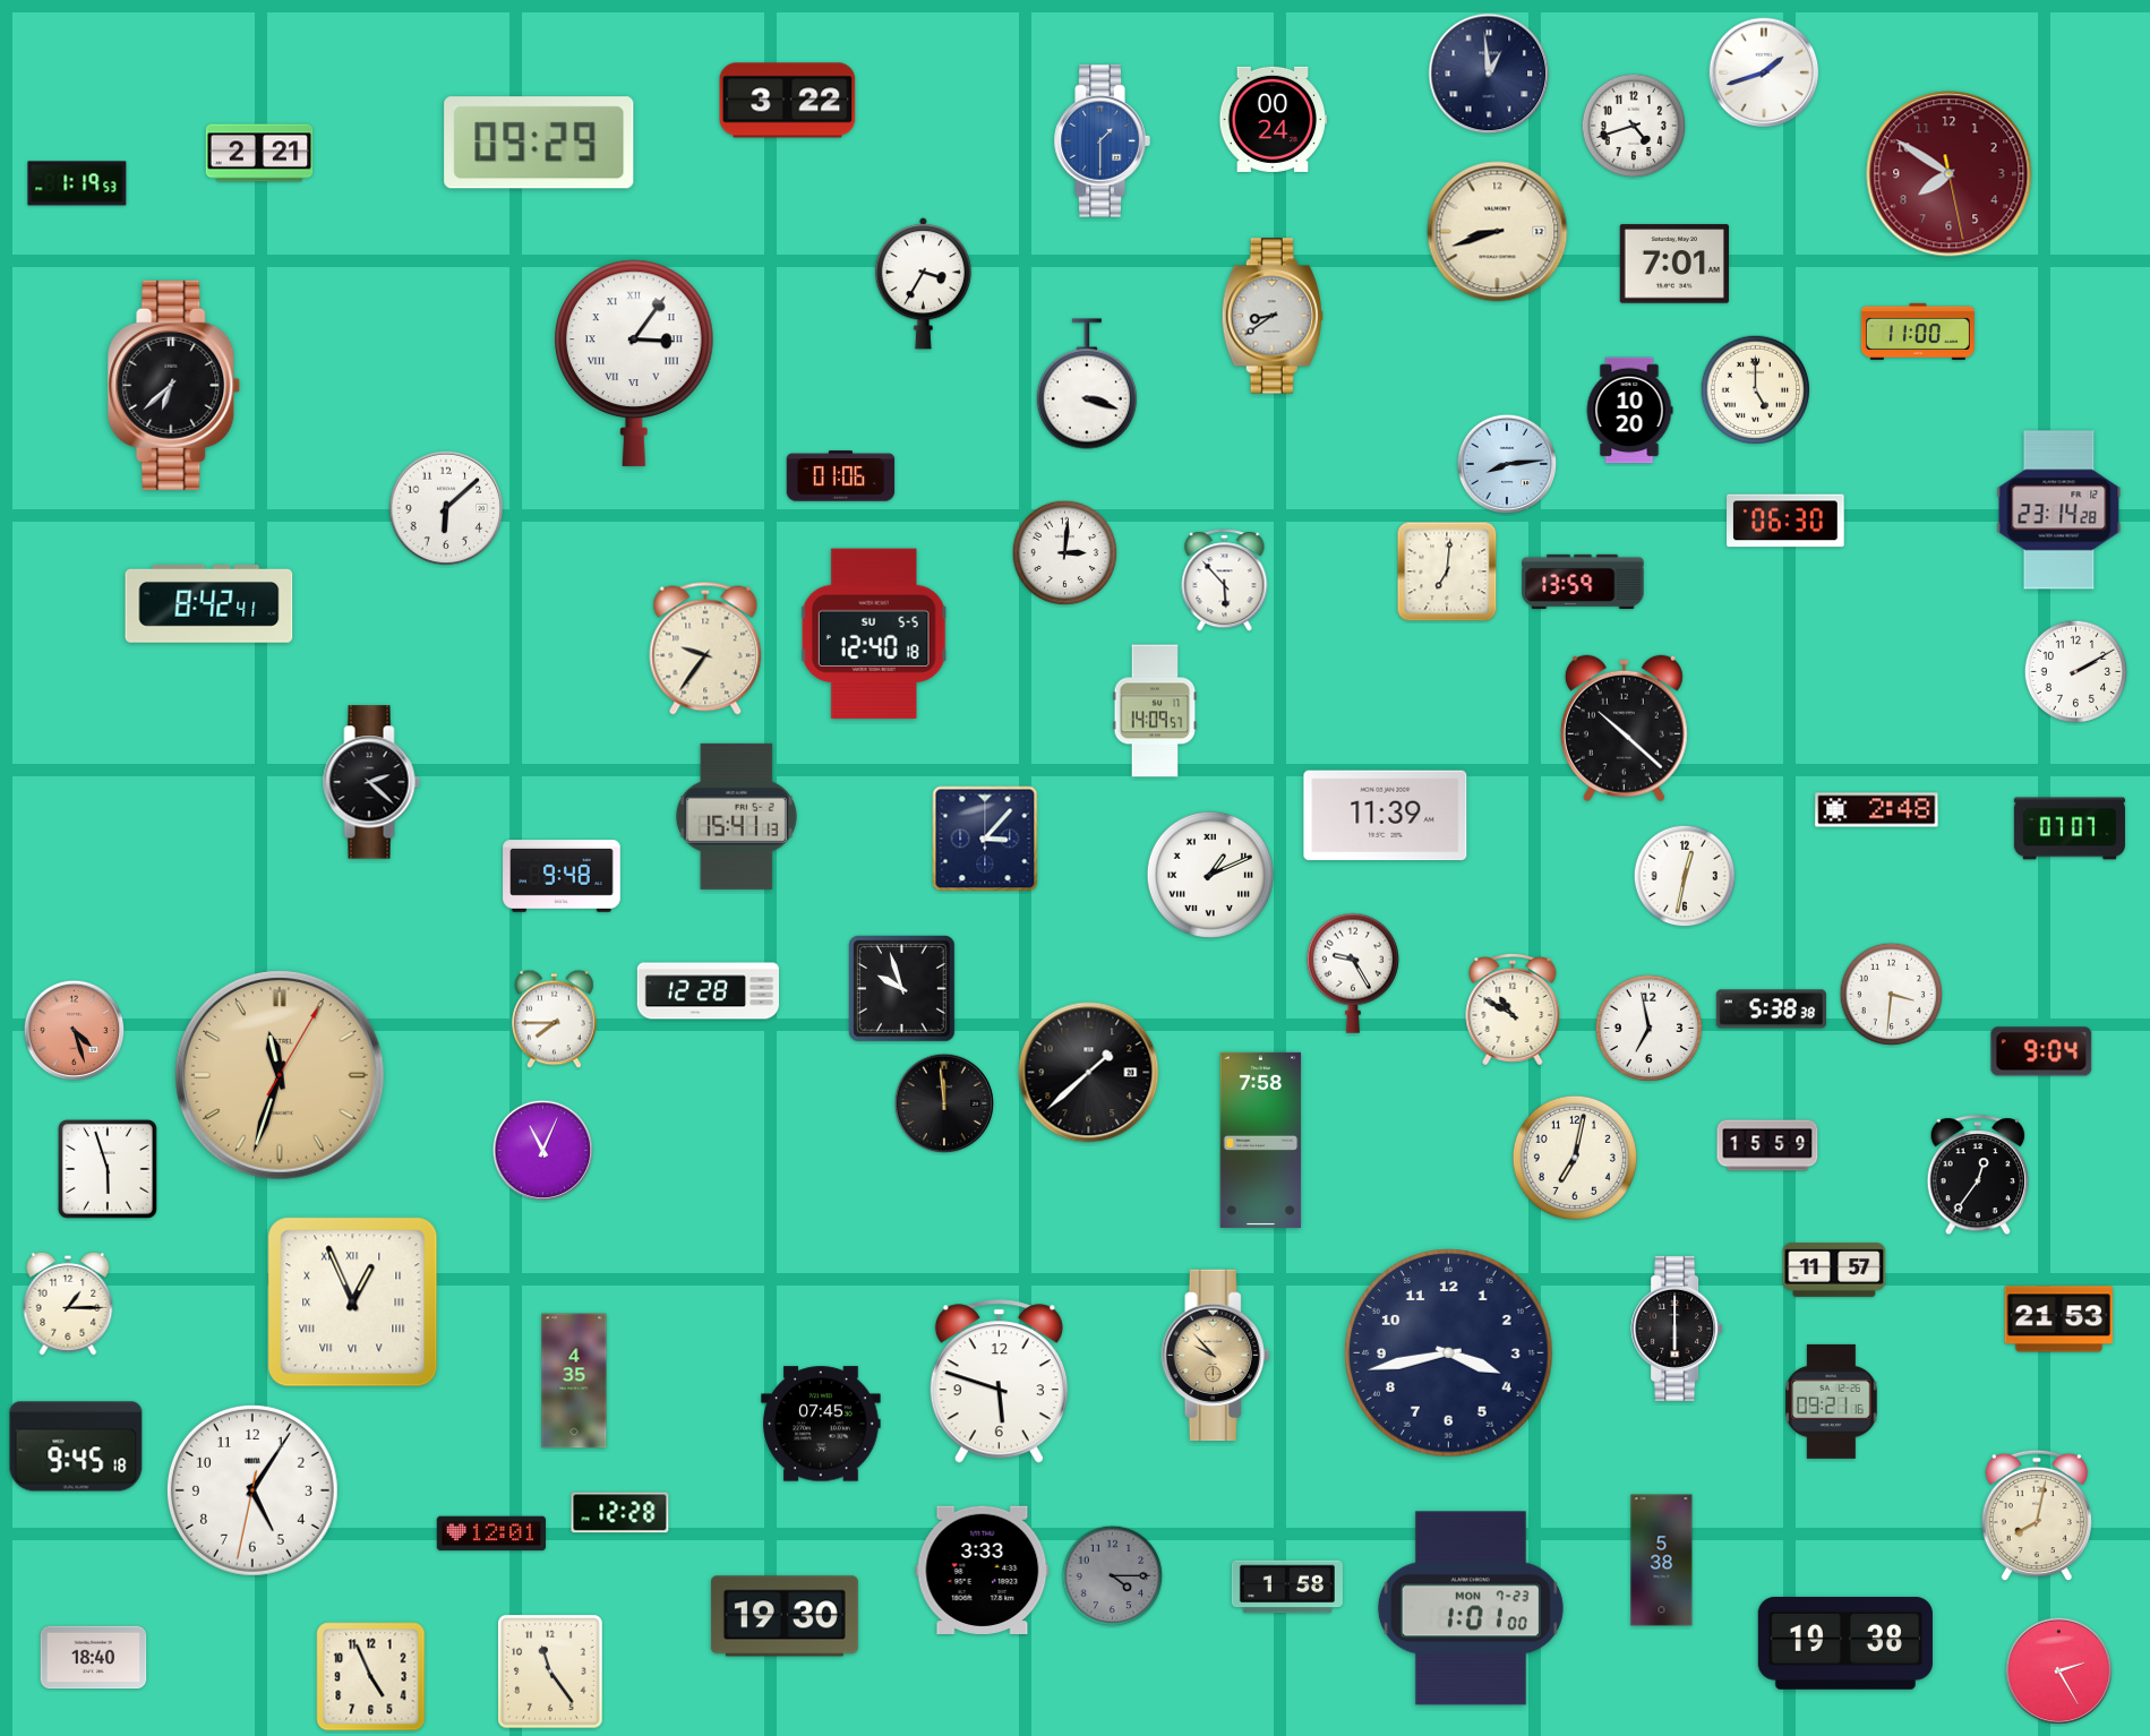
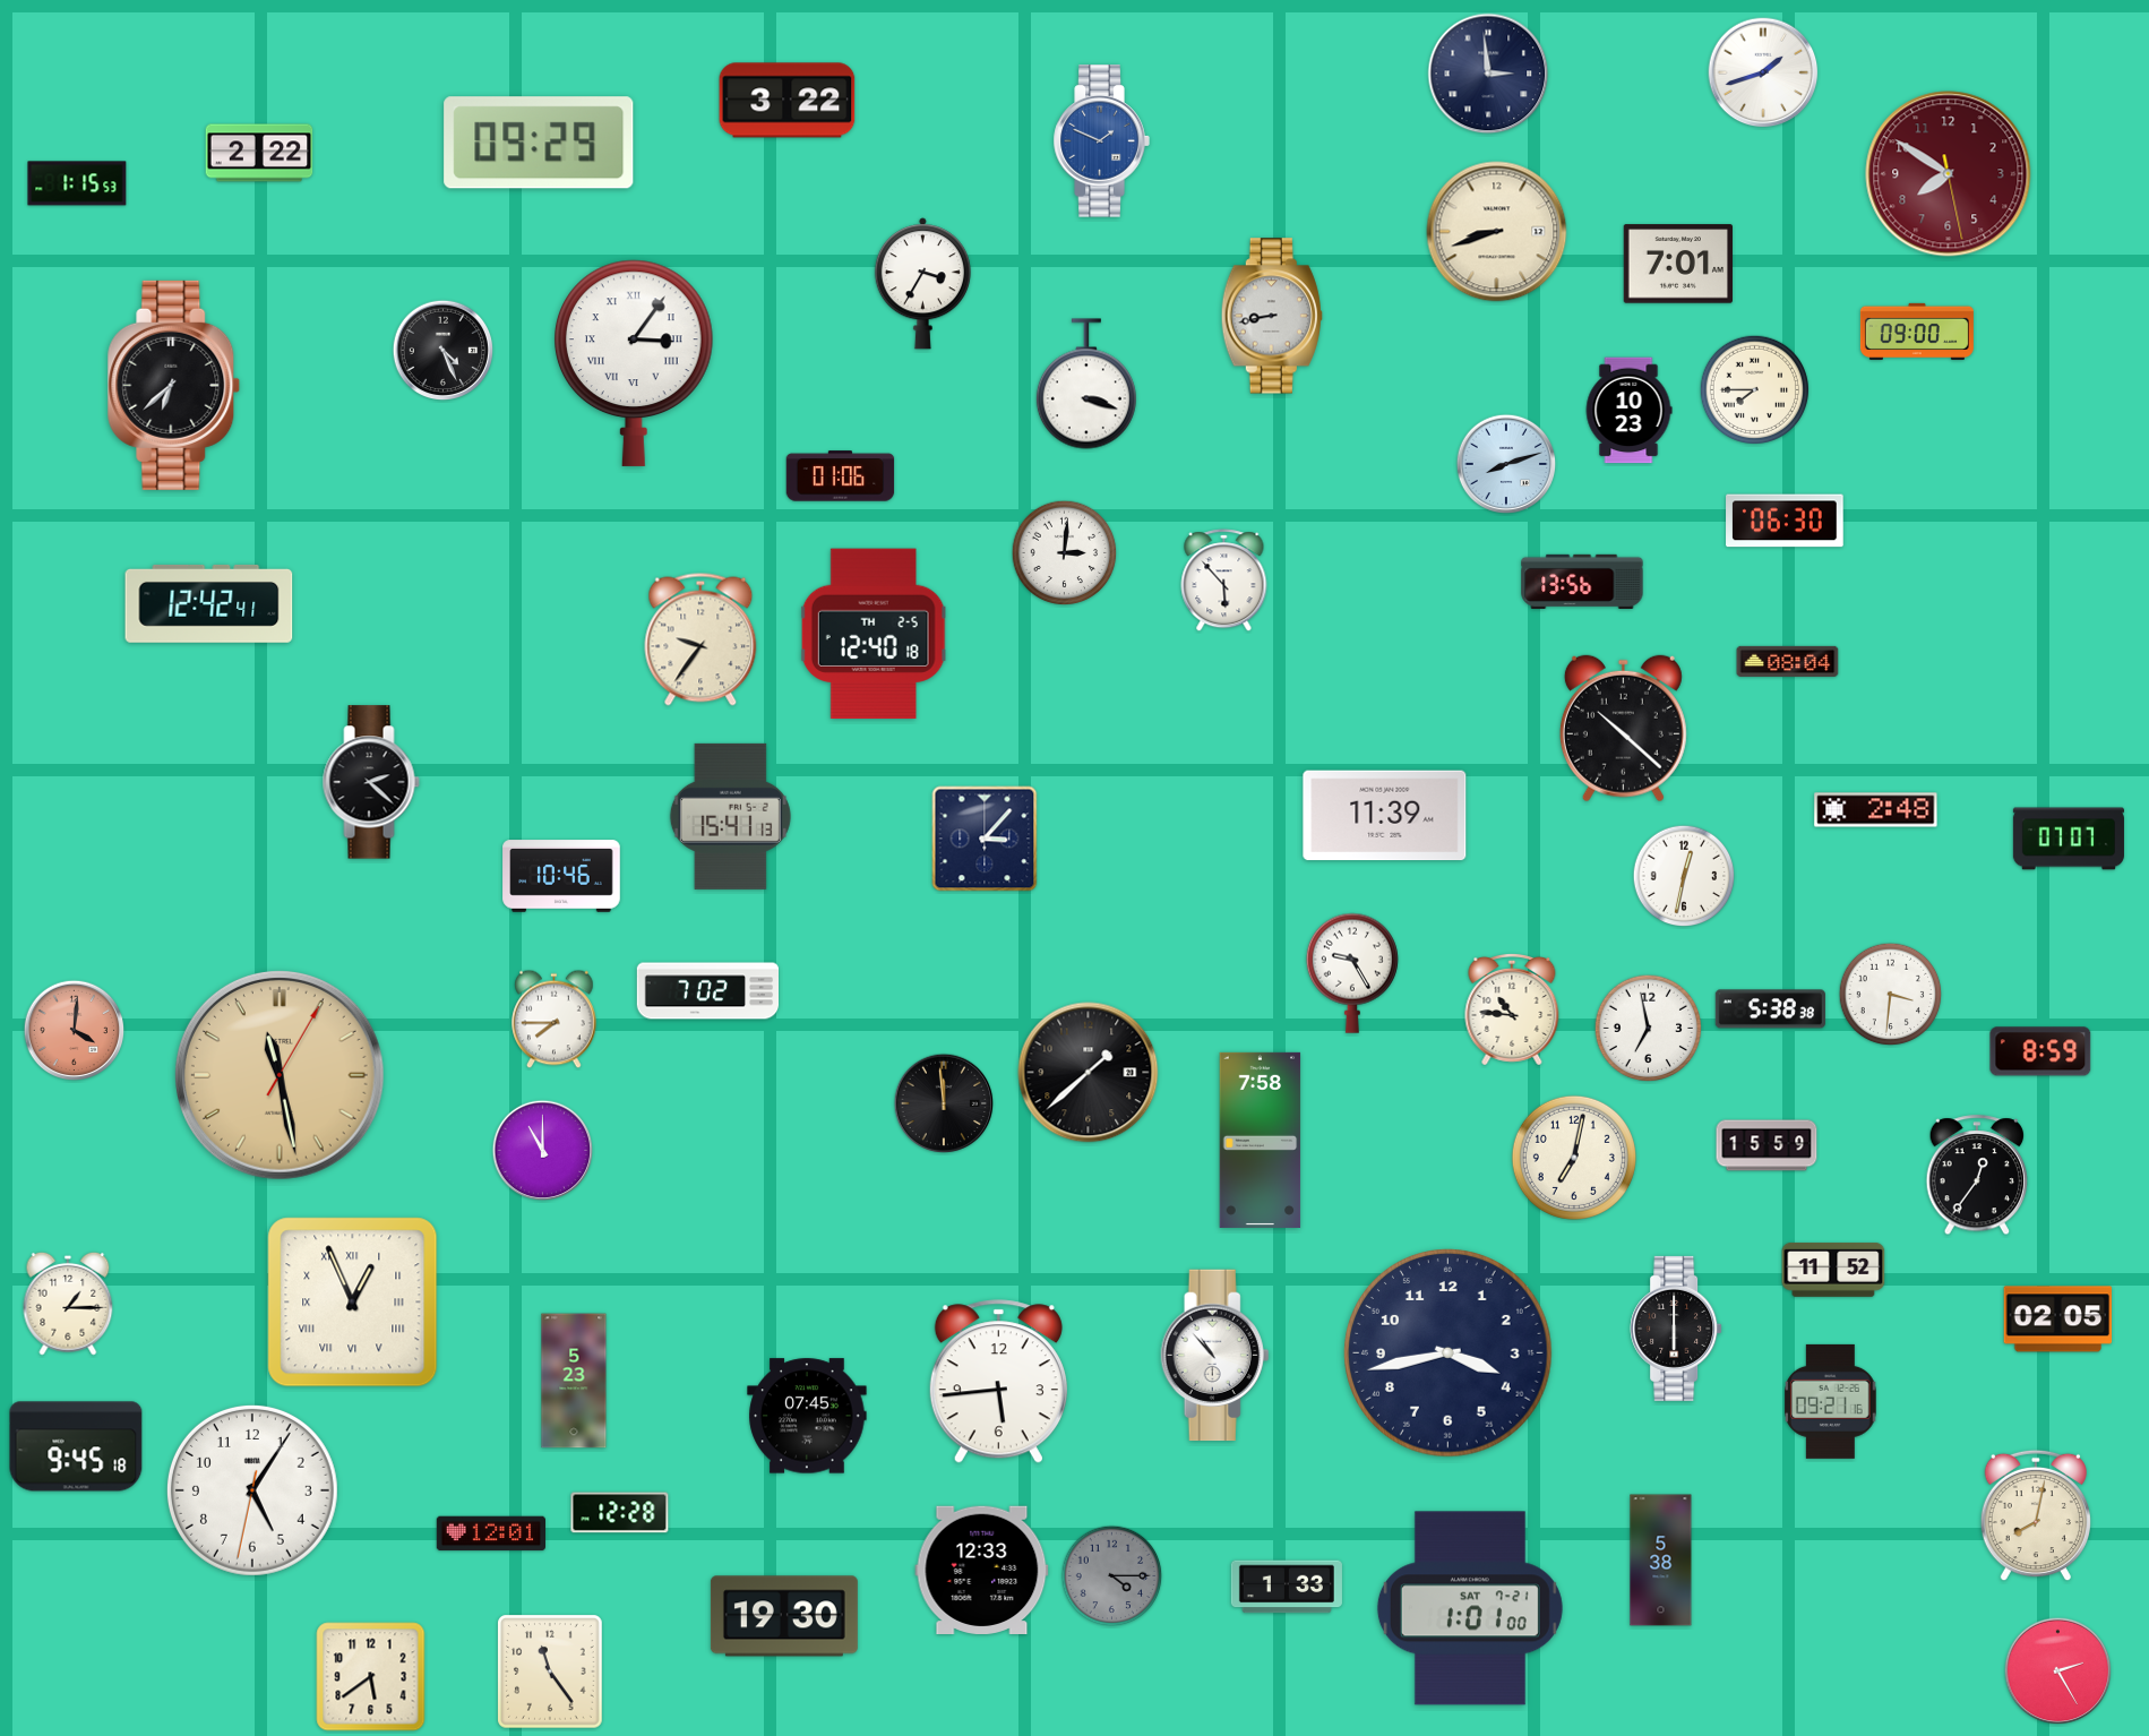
clock at (1489, 74): 12:59 -> 2:59
clock at (1274, 119): 00:24 -> none
clock at (1634, 126): 4:42 -> none
clock at (1102, 141): 1:30 -> 1:49
clock at (259, 153): 2:21 -> 2:22
clock at (77, 183): 1:19 -> 1:15
clock at (1673, 264) position: (1673, 264) -> (1677, 264)
clock at (1273, 316): 8:39 -> 8:43
clock at (1918, 332): 11:00 -> 09:00
clock at (444, 351): none -> 4:26
clock at (1755, 389): 5:00 -> 7:45
clock at (1629, 411): 10:20 -> 10:23
clock at (1507, 464): 8:14 -> 8:12
clock at (446, 508): 6:08 -> none
clock at (2059, 510): 23:14 -> none
clock at (1447, 571): 7:01 -> none
clock at (1583, 582): 13:59 -> 13:56
clock at (209, 603): 8:42 -> 12:42
clock at (874, 634) date: SU 5-5 -> TH 2-5
clock at (705, 648) position: (705, 648) -> (700, 639)
clock at (1788, 661): none -> 08:04
clock at (2076, 672): 2:10 -> none
clock at (1155, 711): 14:09 -> none
clock at (736, 816) position: (736, 816) -> (730, 816)
clock at (2070, 828) position: (2070, 828) -> (2069, 839)
clock at (1210, 875): 1:11 -> none
clock at (562, 876): 9:48 -> 10:46
clock at (902, 989): 9:57 -> none
clock at (708, 991): 12:28 -> 7:02
clock at (1513, 1009): 10:50 -> 10:46
clock at (75, 1031): 4:27 -> 4:01
clock at (2041, 1051): 9:04 -> 8:59
clock at (280, 1075): 11:33 -> 11:28
clock at (543, 1151): 11:04 -> 11:00
clock at (108, 1169): 5:57 -> none
clock at (1834, 1271): 11:57 -> 11:52
clock at (2059, 1320): 21:53 -> 02:05
clock at (1216, 1356): 9:53 -> 10:53
clock at (1216, 1356) dial: champagne -> white
clock at (574, 1381): 4:35 -> 5:23
clock at (999, 1382): 5:48 -> 5:44
clock at (821, 1424) position: (821, 1424) -> (807, 1416)
clock at (983, 1570): 3:33 -> 12:33
clock at (1287, 1587): 1:58 -> 1:33
clock at (1471, 1608) date: MON 7-23 -> SAT 7-21
clock at (1845, 1644): 19:38 -> none
clock at (94, 1658): 18:40 -> none
clock at (371, 1677): 4:56 -> 5:39
